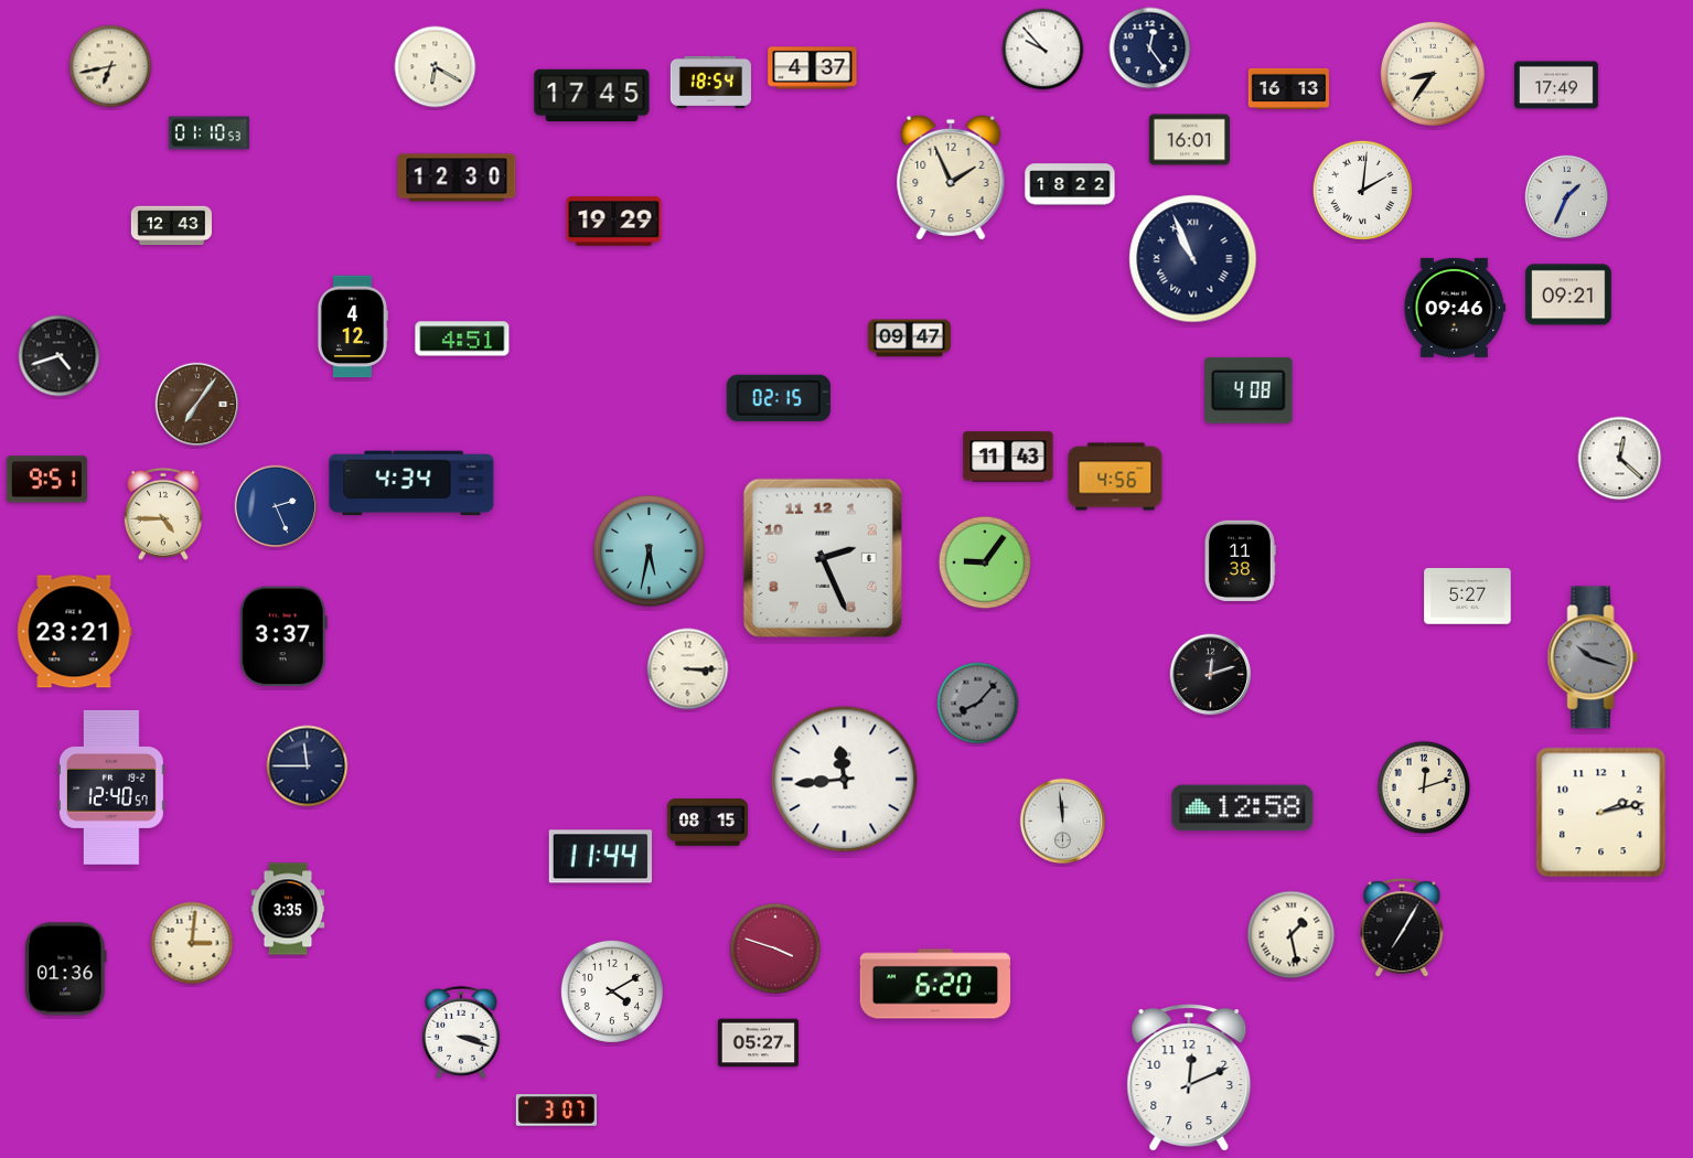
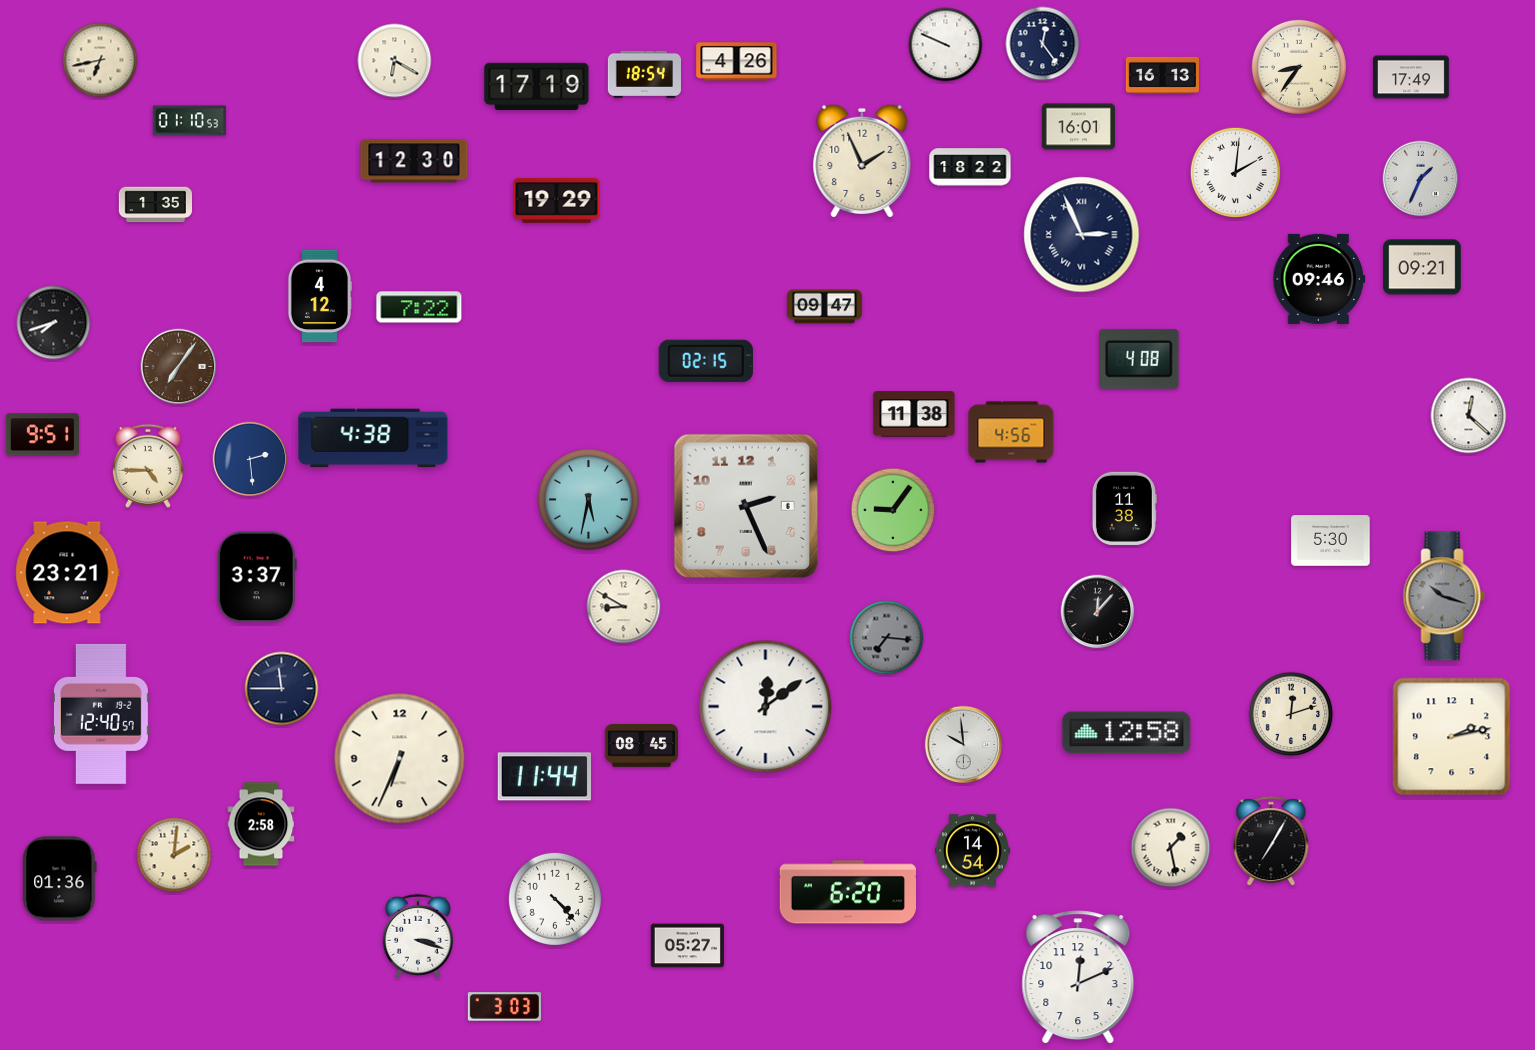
clock at (1043, 50): 9:53 -> 9:49
clock at (813, 68): 4:37 -> 4:26
clock at (1288, 88) position: (1288, 88) -> (1162, 75)
clock at (592, 95): 17:45 -> 17:19
clock at (171, 226): 12:43 -> 1:35
clock at (1193, 259): 10:56 -> 2:56
clock at (462, 339): 4:51 -> 7:22
clock at (60, 356): 4:42 -> 7:42
clock at (1249, 390) position: (1249, 390) -> (1139, 359)
clock at (1008, 457): 11:43 -> 11:38
clock at (411, 483): 4:34 -> 4:38
clock at (276, 506): 2:26 -> 2:29
clock at (1468, 597): 5:27 -> 5:30
clock at (688, 669): 3:15 -> 8:50
clock at (1211, 675): 12:12 -> 12:07
clock at (978, 704): 8:07 -> 7:16
clock at (308, 766) position: (308, 766) -> (282, 689)
clock at (845, 780): 11:44 -> 12:09
clock at (1063, 822): 11:59 -> 9:59
clock at (707, 823): 08:15 -> 08:45
clock at (400, 759): none -> 6:34
clock at (288, 909): 3:35 -> 2:58
clock at (972, 851): none -> 14:54
clock at (192, 943): 3:01 -> 2:01
clock at (775, 948): 3:48 -> none
clock at (612, 991): 4:10 -> 4:23
clock at (556, 1111): 3:07 -> 3:03
